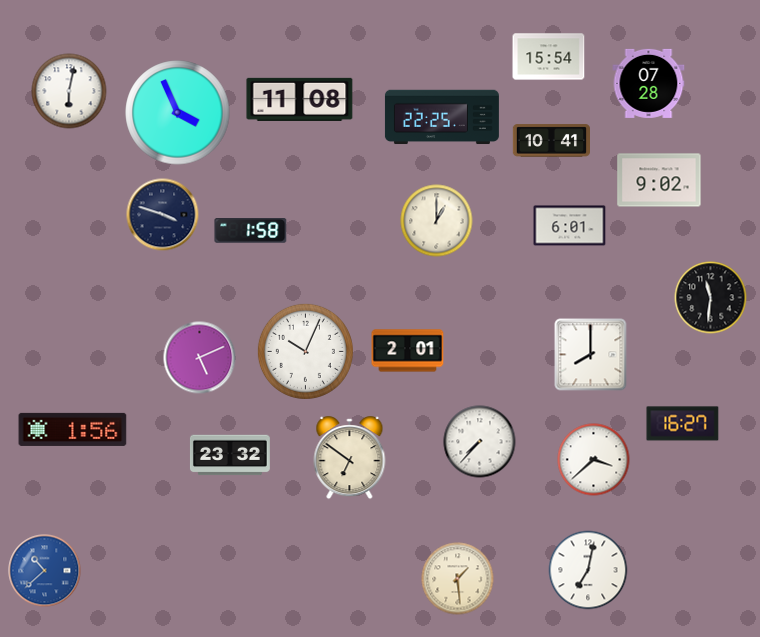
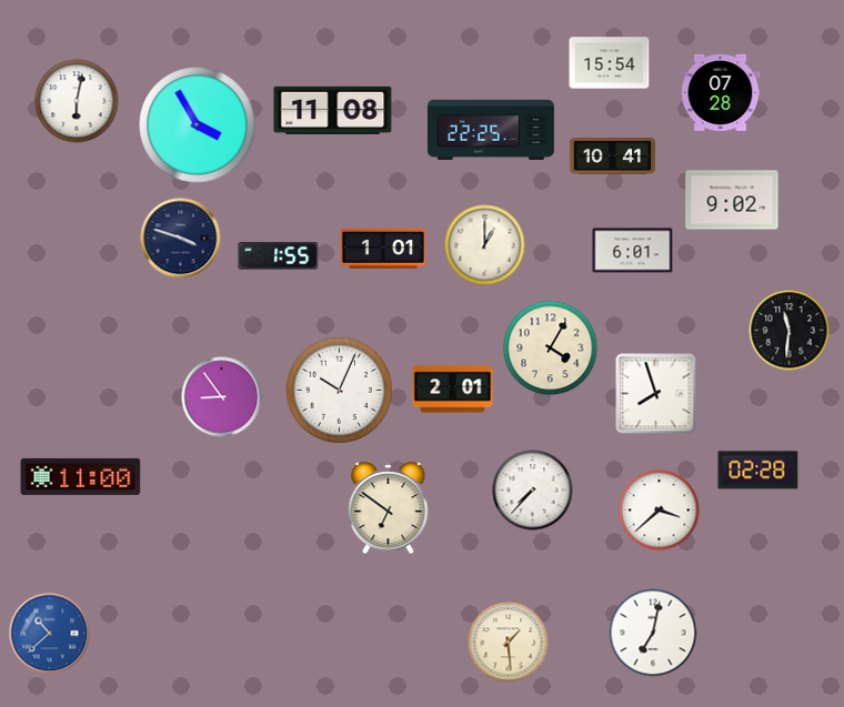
clock at (178, 113): 3:56 -> 3:55
clock at (383, 249): none -> 1:01
clock at (251, 231): 1:58 -> 1:55
clock at (551, 349): none -> 4:05
clock at (591, 355): 8:00 -> 7:57
clock at (200, 358): 5:11 -> 8:54
clock at (683, 424): 16:27 -> 02:28
clock at (73, 429): 1:56 -> 11:00
clock at (230, 455): 23:32 -> none
